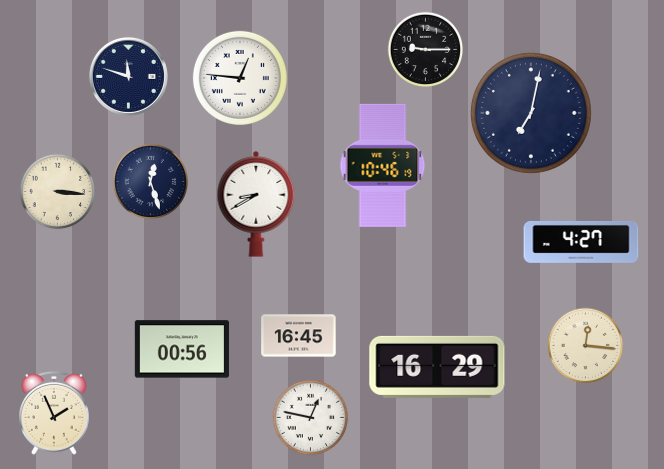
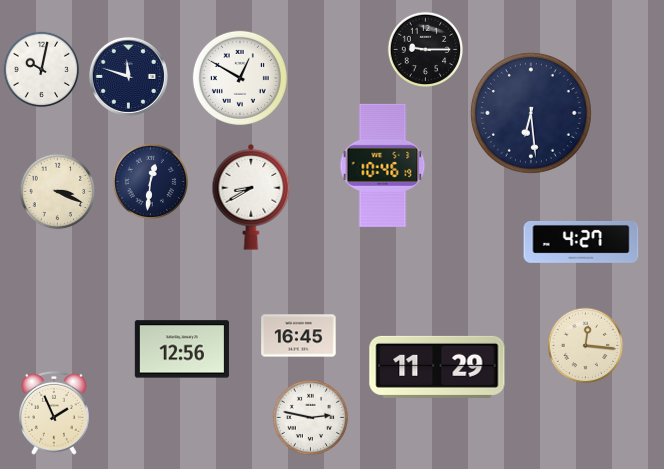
clock at (42, 70): none -> 10:02
clock at (240, 78): 12:46 -> 12:50
clock at (532, 114): 7:02 -> 6:29
clock at (151, 182): 12:27 -> 12:31
clock at (58, 192): 3:16 -> 3:19
clock at (256, 204) position: (256, 204) -> (251, 197)
clock at (182, 349): 00:56 -> 12:56
clock at (437, 367): 16:29 -> 11:29
clock at (311, 418): 12:47 -> 2:47
